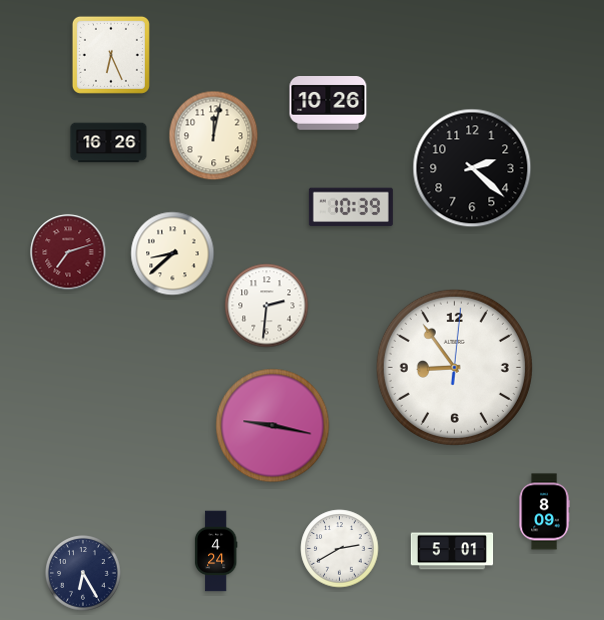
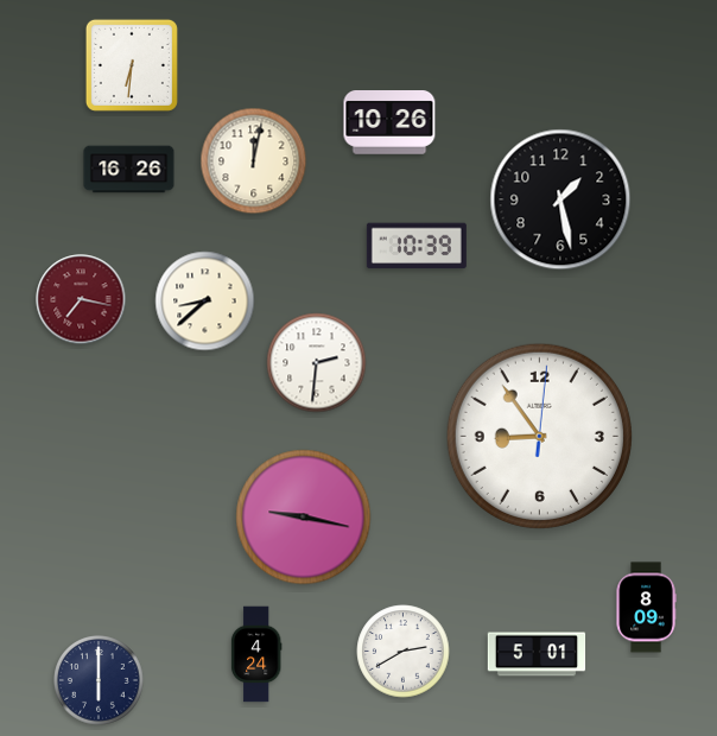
clock at (111, 55): 6:26 -> 6:31
clock at (472, 168): 2:22 -> 1:28
clock at (68, 252): 7:12 -> 7:17
clock at (273, 426) position: (273, 426) -> (304, 518)
clock at (83, 573): 6:25 -> 6:00
